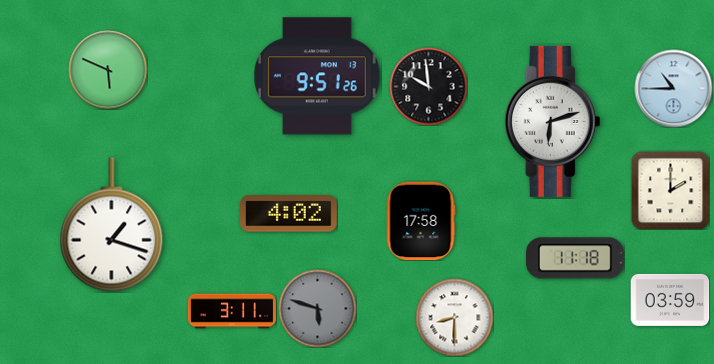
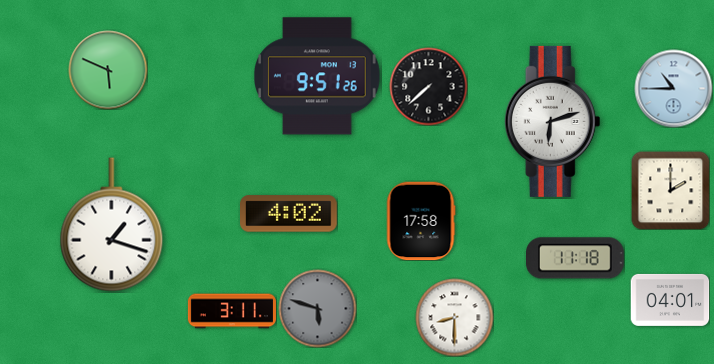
clock at (428, 86): 9:59 -> 7:38
clock at (670, 300): 03:59 -> 04:01
